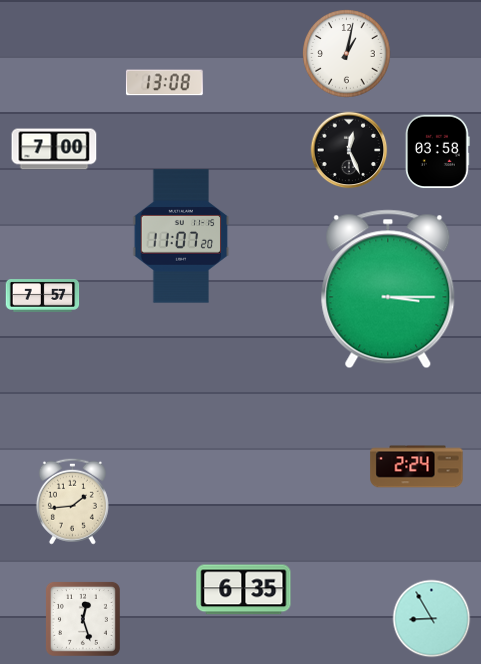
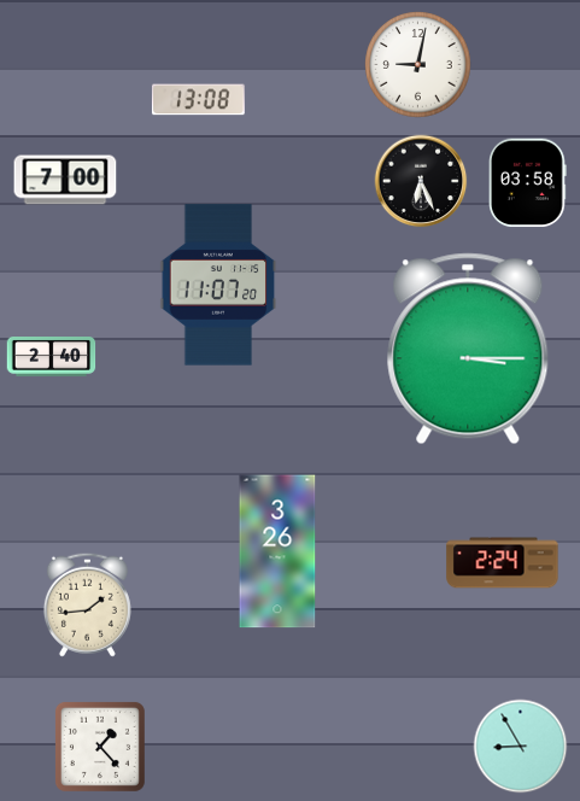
clock at (347, 54): 1:02 -> 9:02
clock at (349, 150): 12:26 -> 6:26
clock at (43, 296): 7:57 -> 2:40
clock at (277, 551): none -> 3:26
clock at (244, 590): 6:35 -> none
clock at (83, 619): 12:27 -> 1:23
